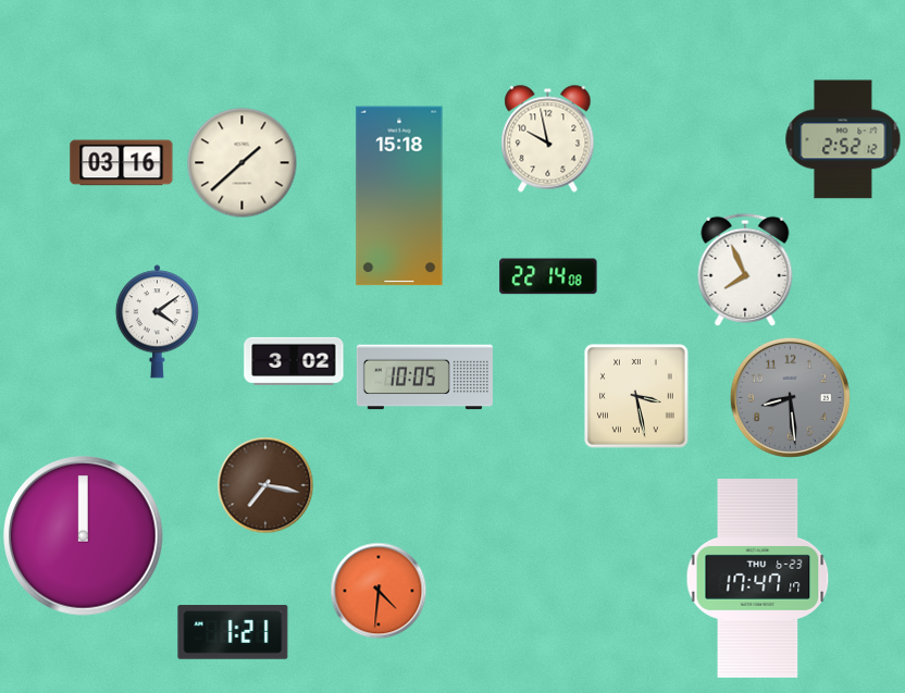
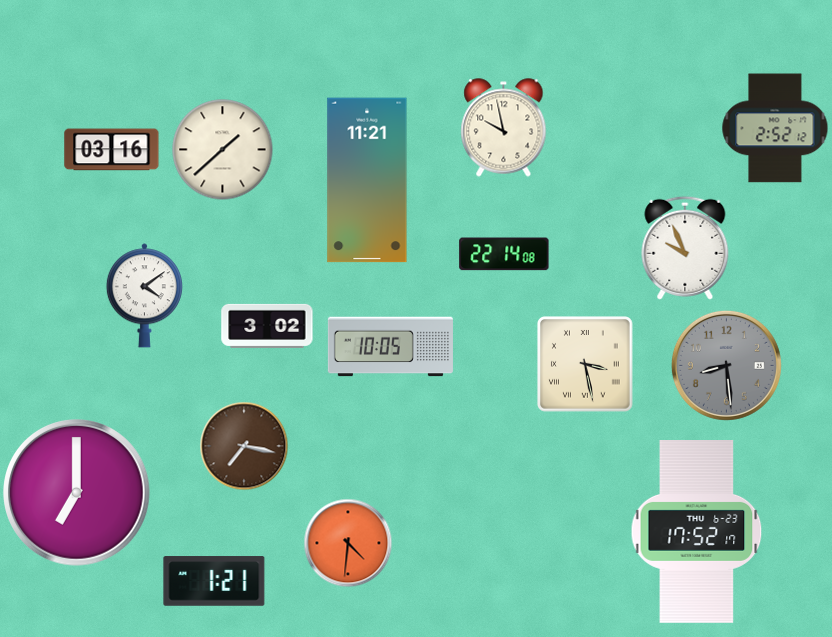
clock at (399, 196): 15:18 -> 11:21
clock at (745, 270): 7:56 -> 9:56
clock at (294, 361) position: (294, 361) -> (267, 326)
clock at (84, 536): 12:00 -> 7:00
clock at (758, 579): 17:47 -> 17:52
